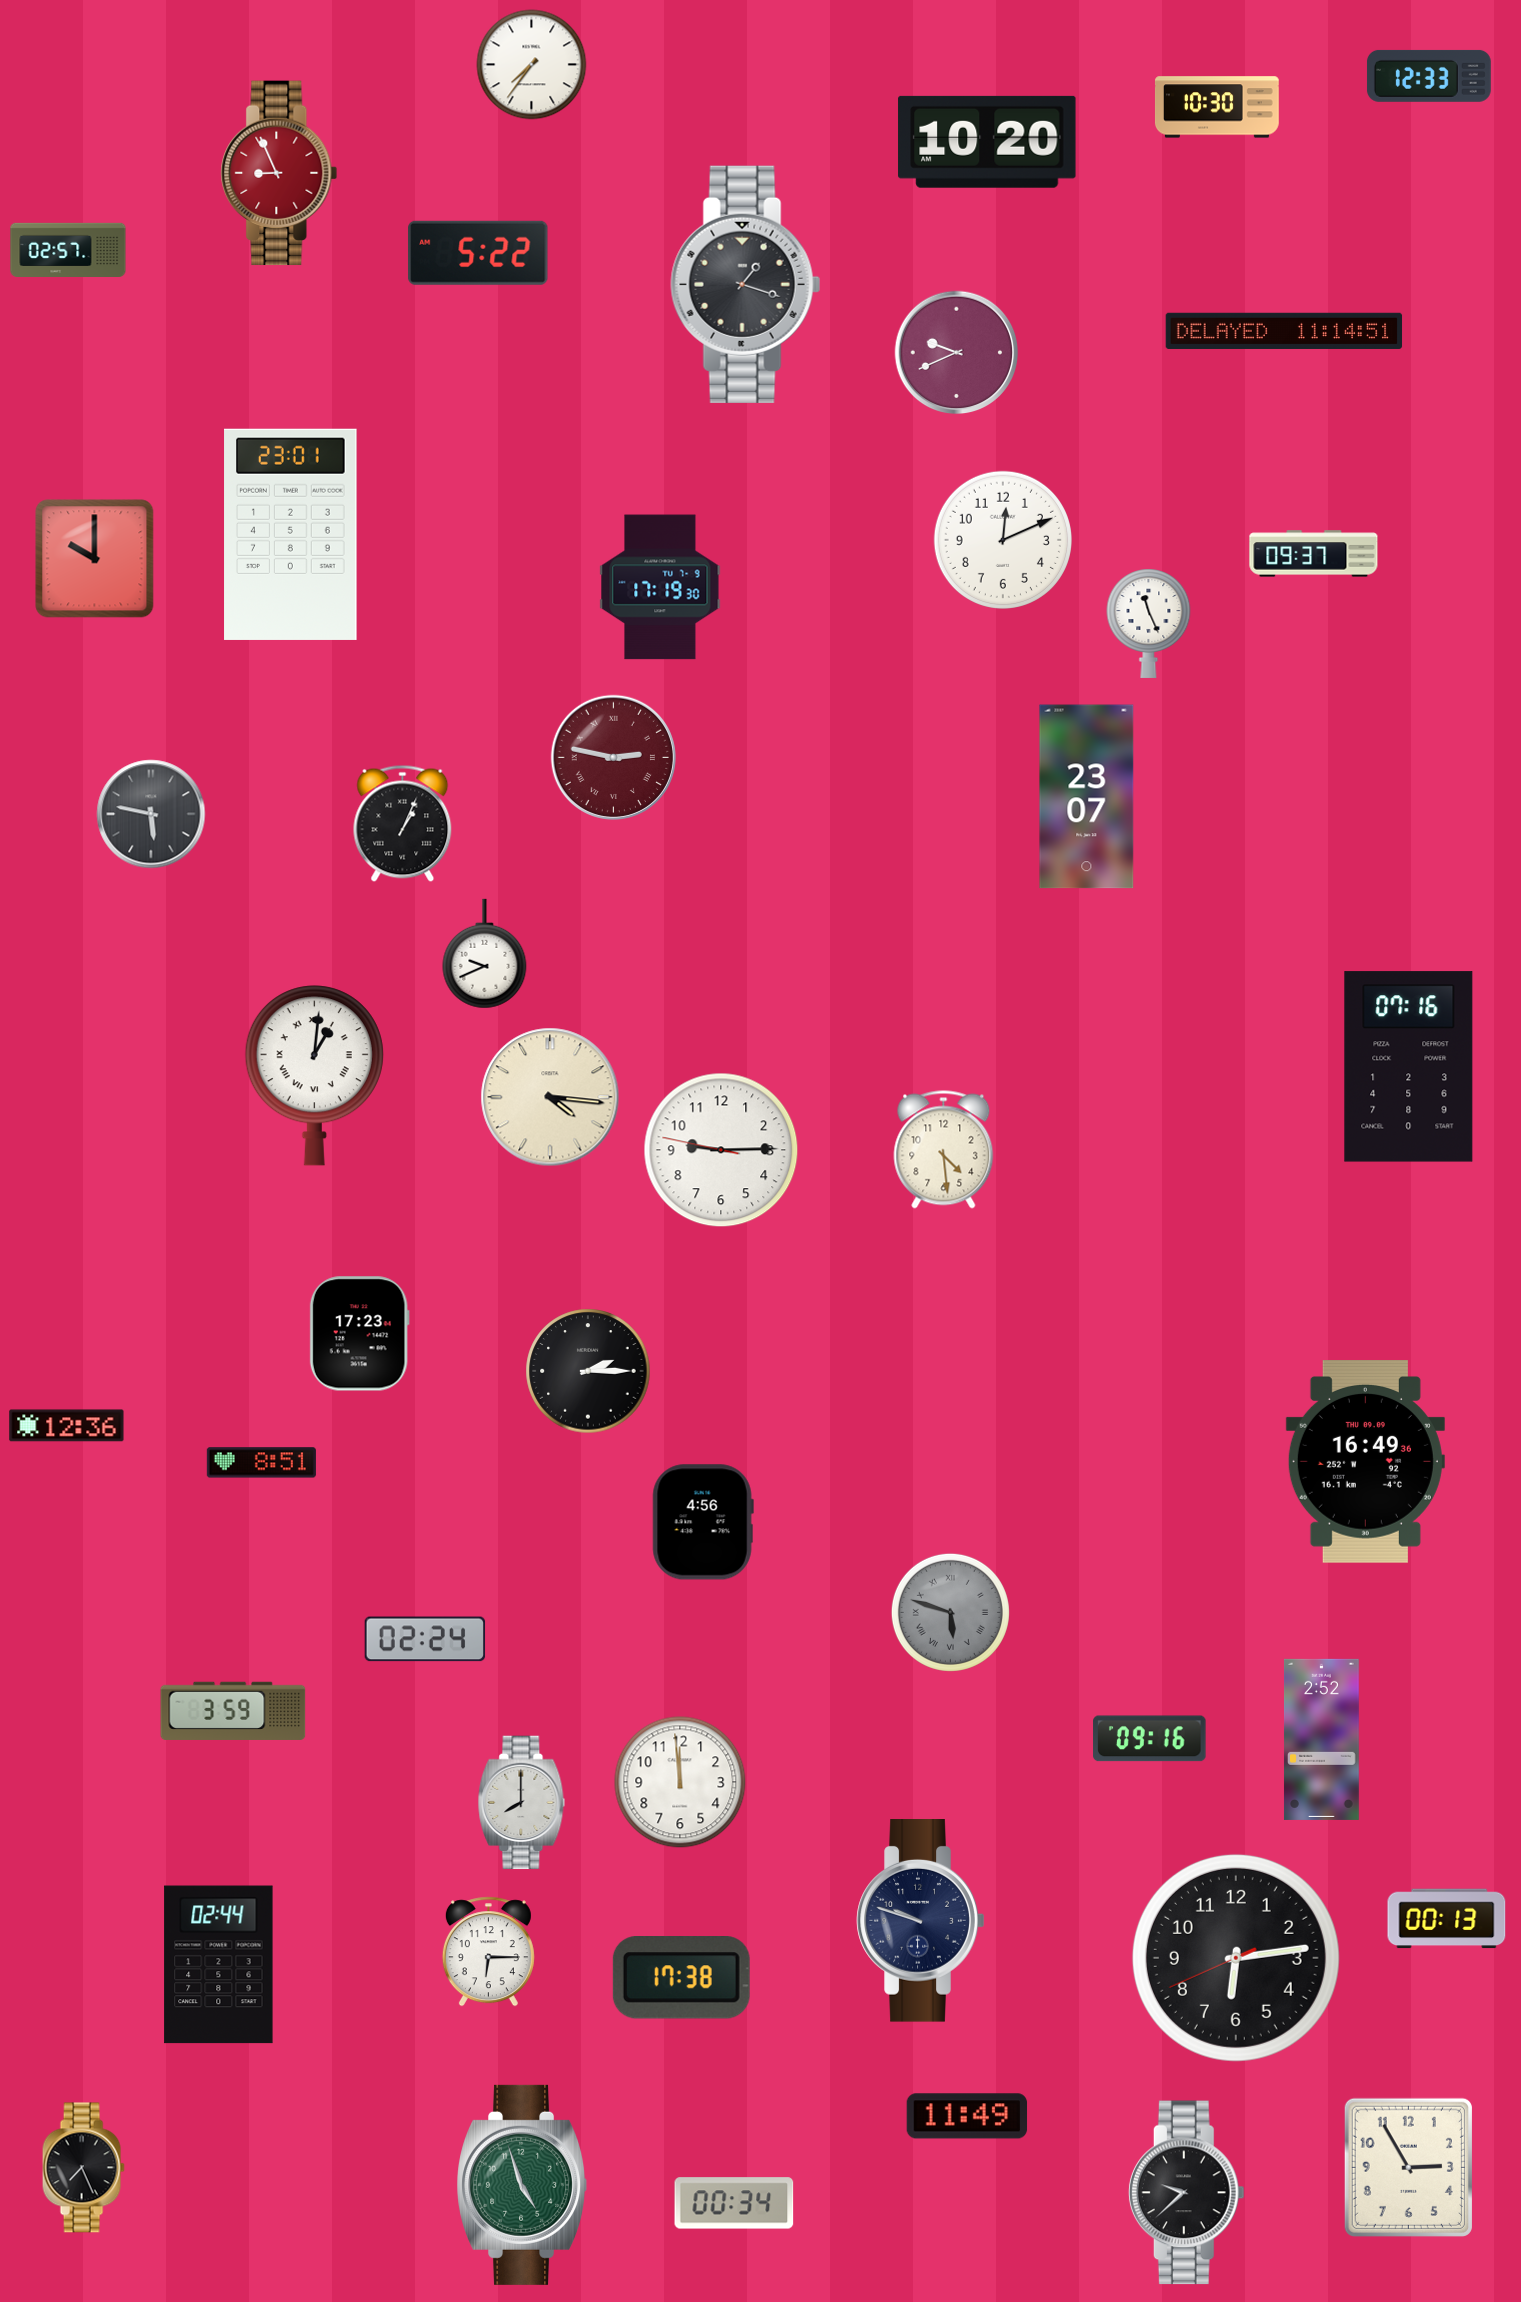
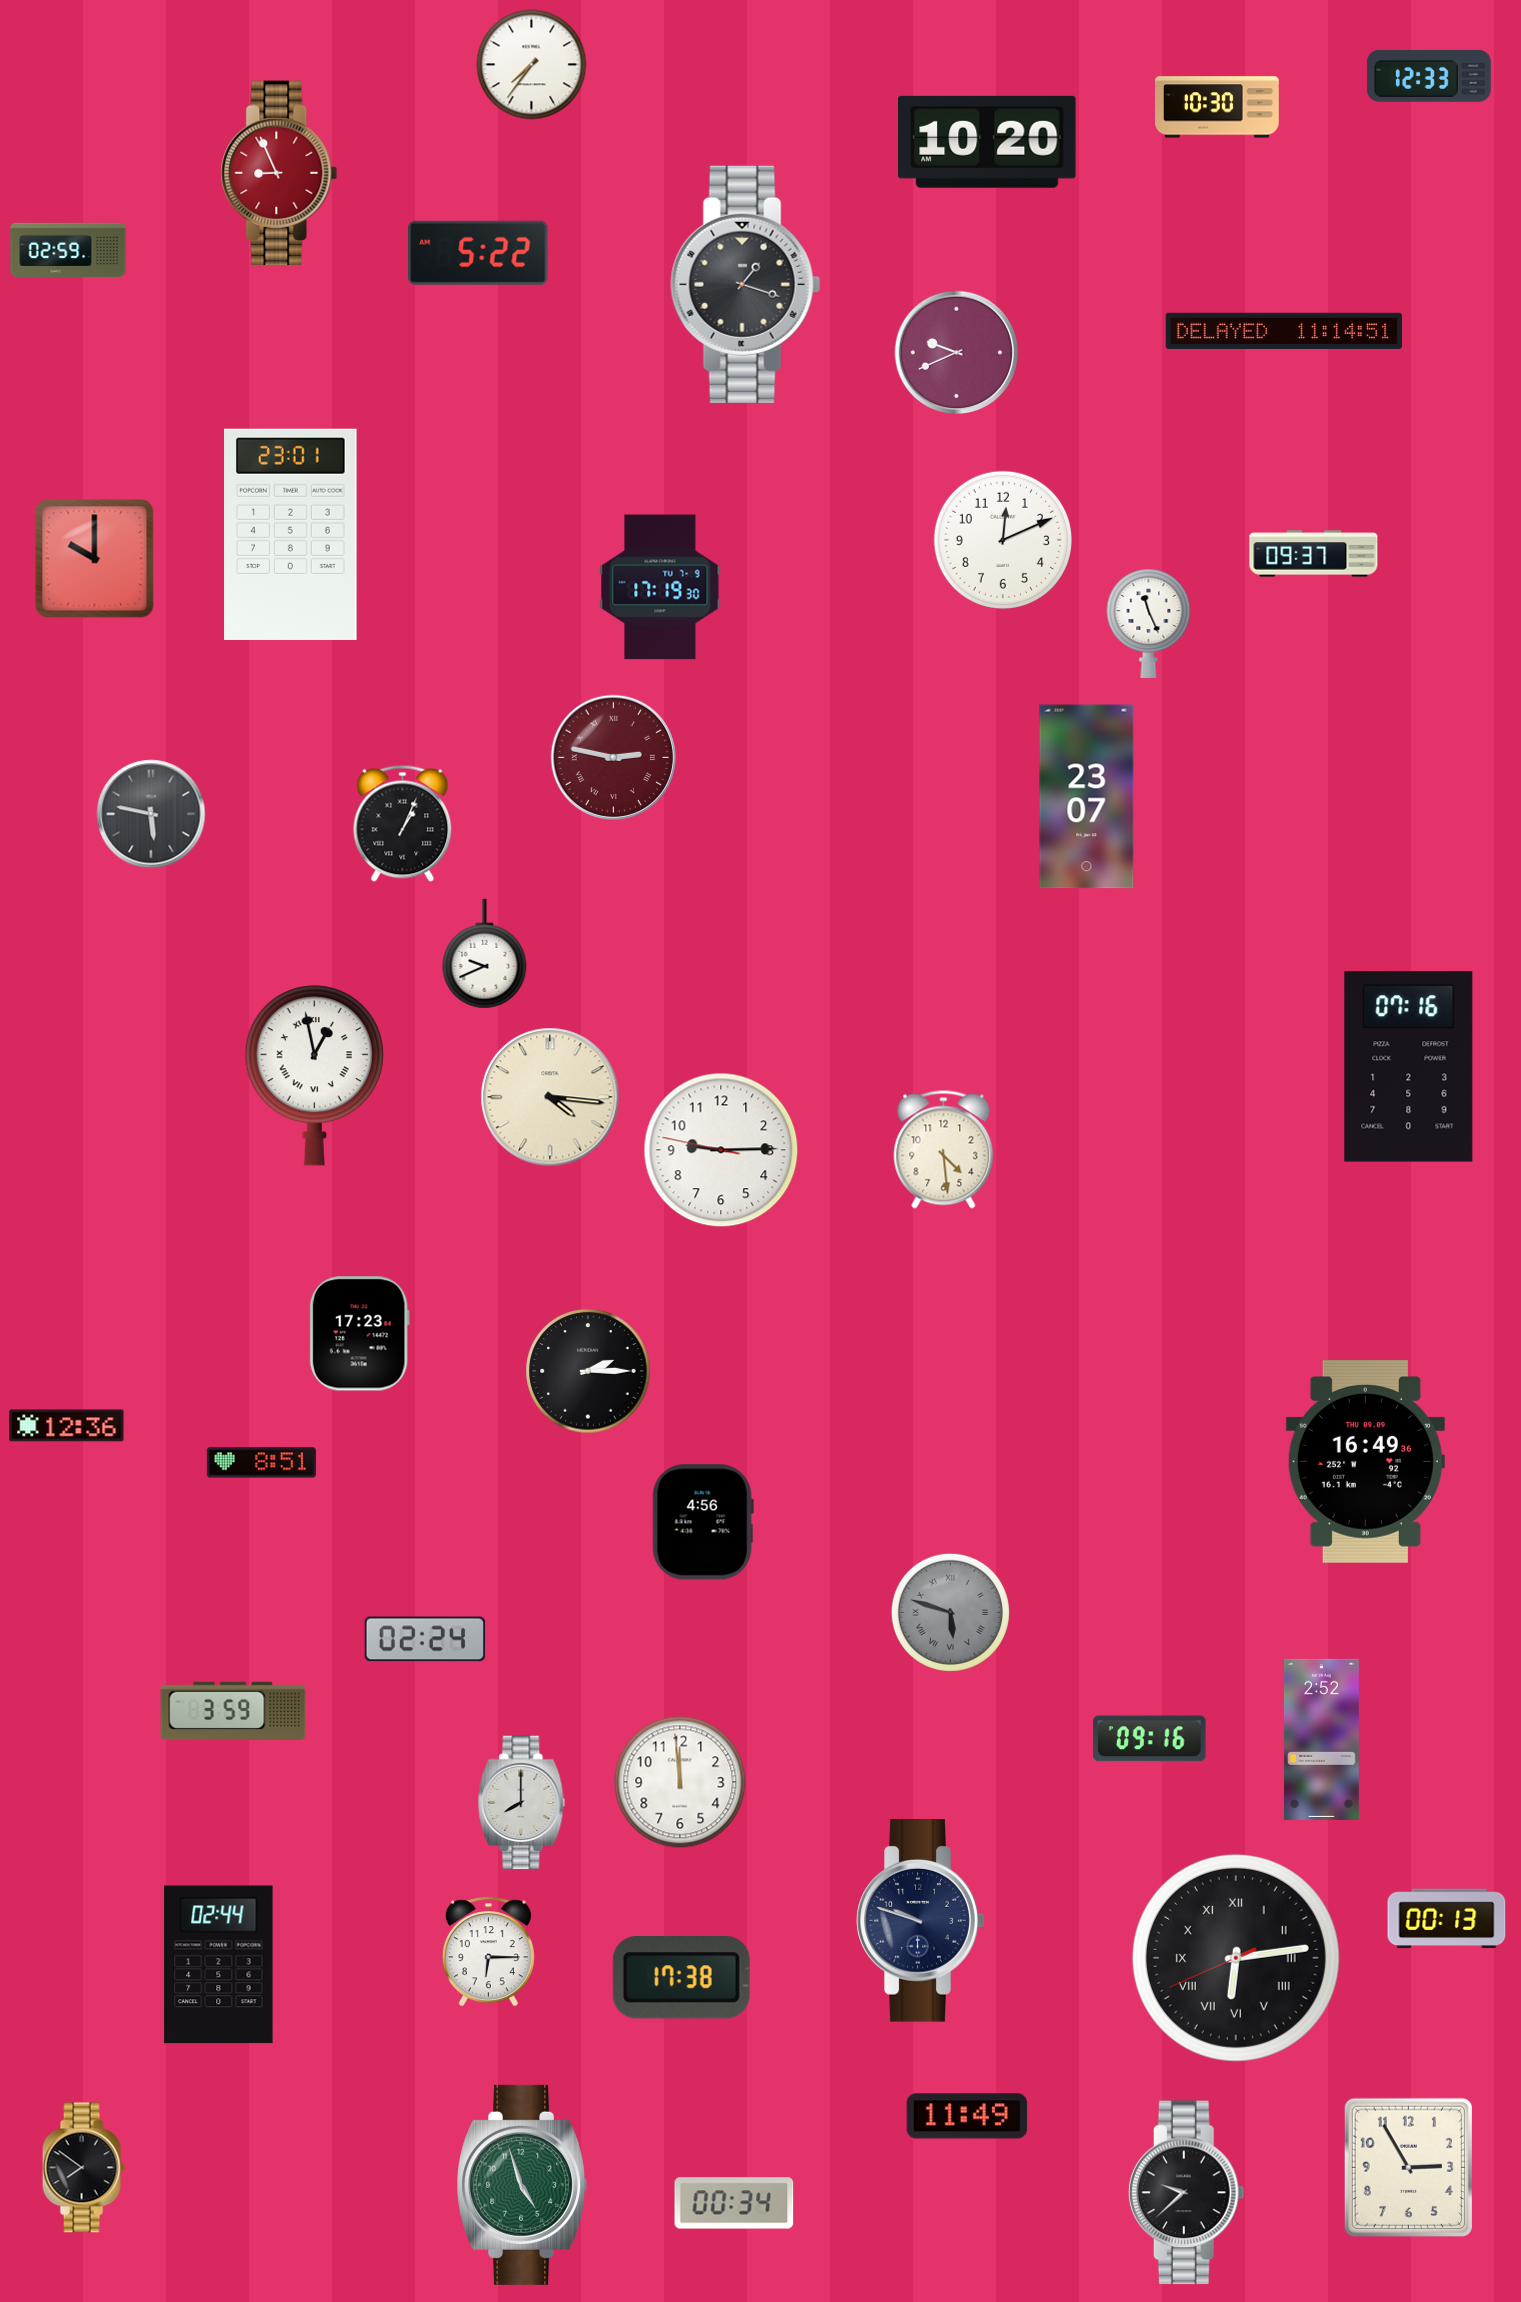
clock at (68, 249): 02:57 -> 02:59
clock at (314, 1076): 1:01 -> 12:58
clock at (1236, 1958) numerals: Arabic -> Roman
clock at (83, 2168): 7:26 -> 7:51
